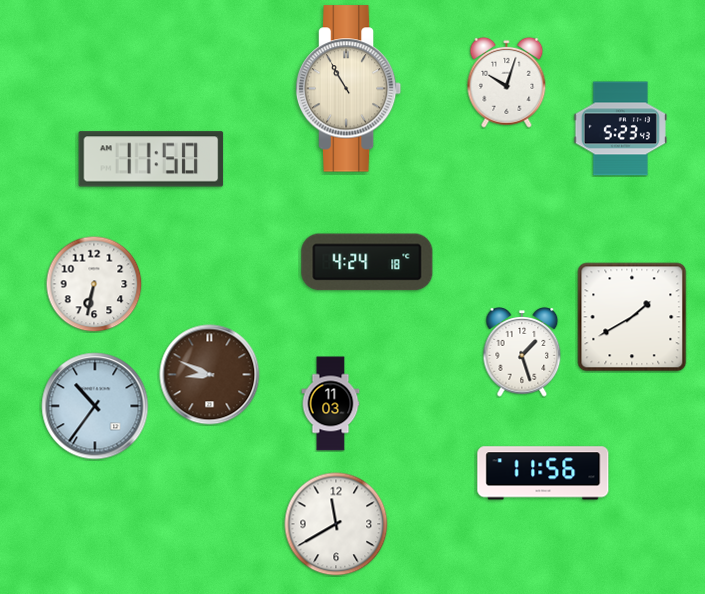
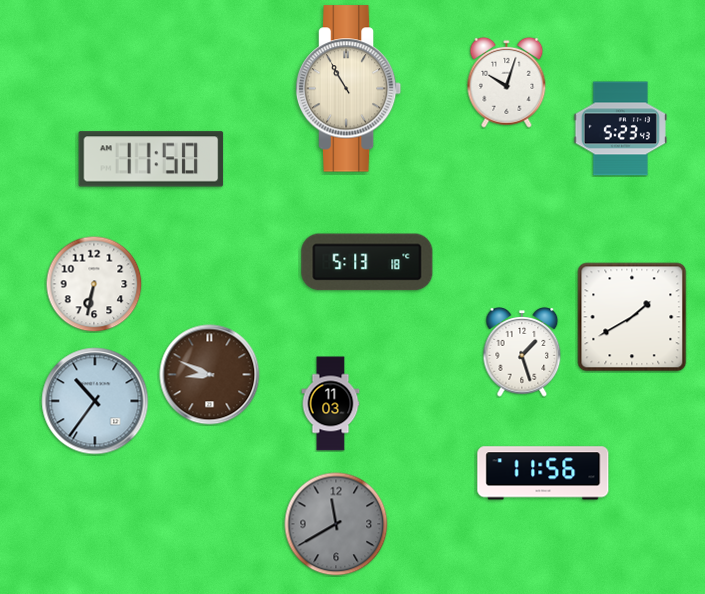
clock at (367, 262): 4:24 -> 5:13
clock at (95, 406) position: (95, 406) -> (95, 401)
clock at (336, 524) dial: white -> grey
